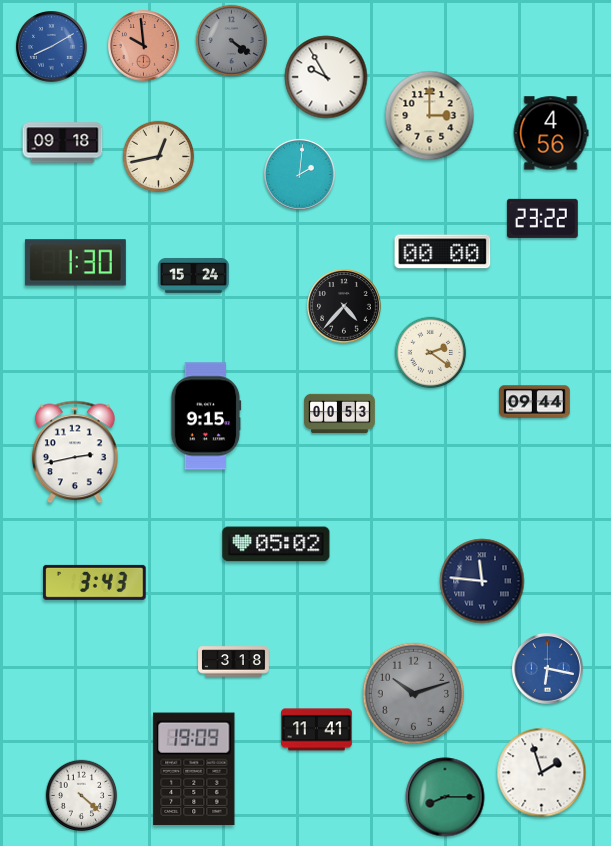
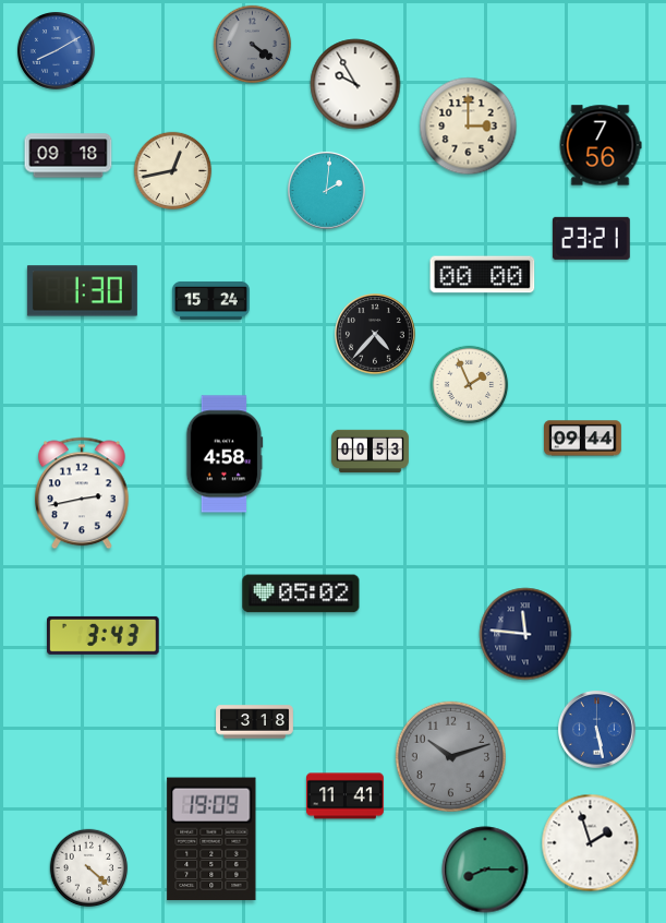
clock at (144, 46): 9:59 -> none
clock at (551, 133): 4:56 -> 7:56
clock at (542, 218): 23:22 -> 23:21
clock at (75, 263) position: (75, 263) -> (82, 291)
clock at (431, 353): 2:21 -> 1:56
clock at (206, 416): 9:15 -> 4:58
clock at (548, 669): 6:17 -> 5:28
